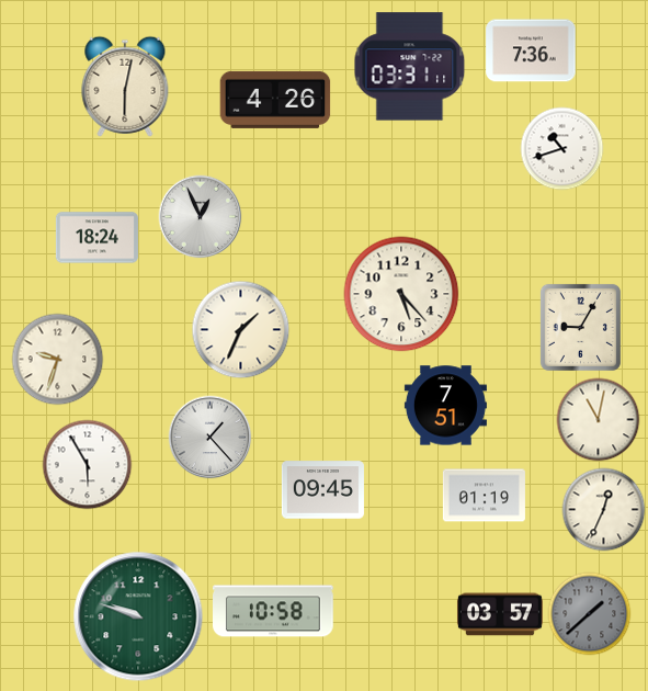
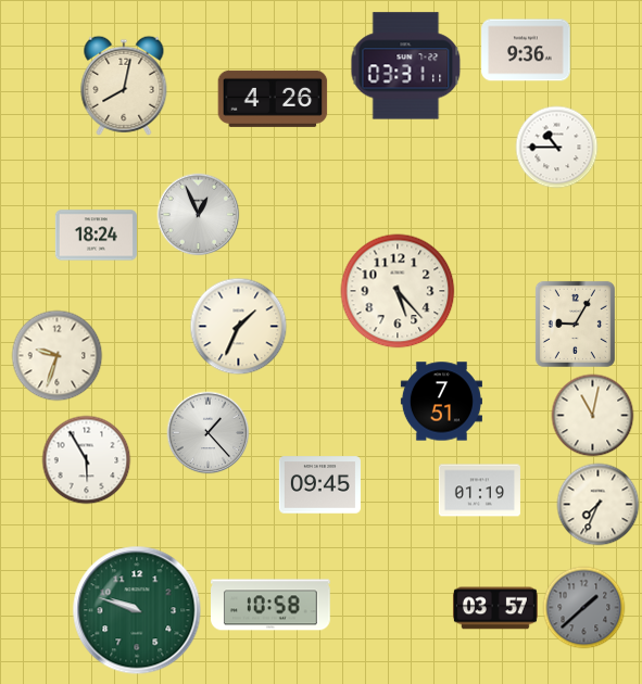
clock at (531, 50): 7:36 -> 9:36
clock at (125, 87): 6:02 -> 8:02
clock at (562, 149): 10:42 -> 10:45
clock at (604, 510): 12:34 -> 7:34
